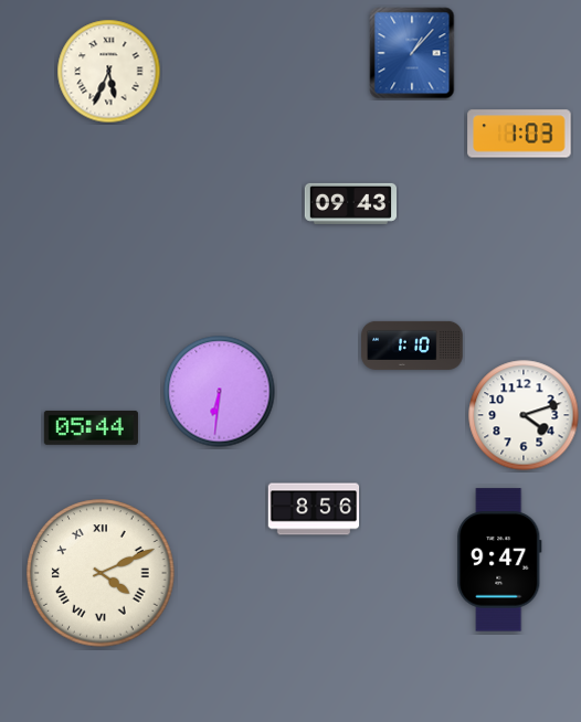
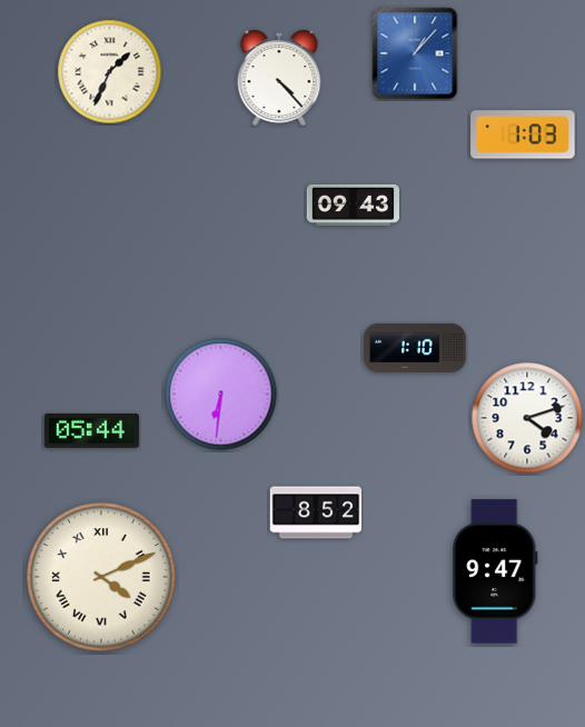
clock at (109, 72): 5:34 -> 1:34
clock at (279, 78): none -> 4:23
clock at (314, 509): 8:56 -> 8:52
clock at (499, 560) position: (499, 560) -> (495, 571)
